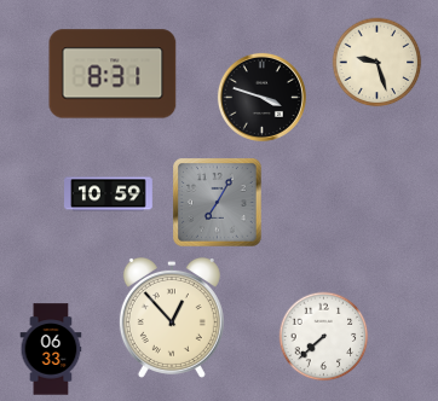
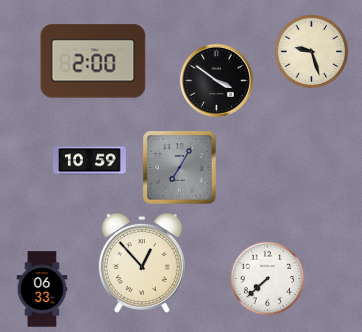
clock at (113, 74): 8:31 -> 2:00
clock at (261, 97): 3:48 -> 3:51
